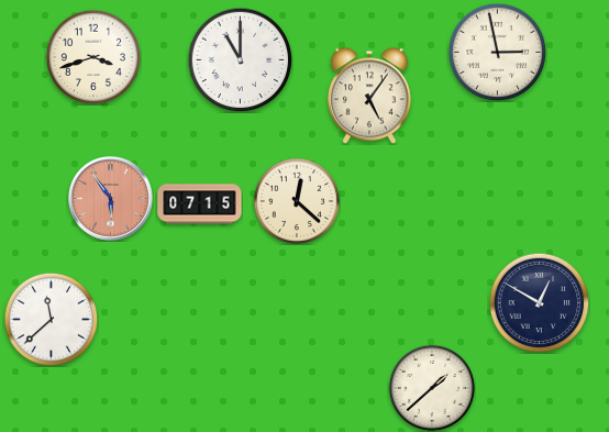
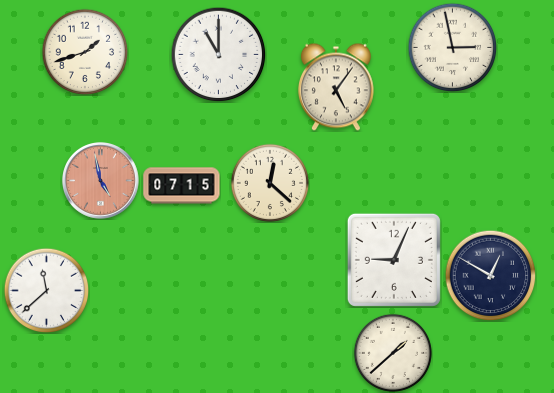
clock at (93, 57): 3:42 -> 1:42
clock at (111, 199): 5:54 -> 4:58
clock at (394, 260): none -> 9:04
